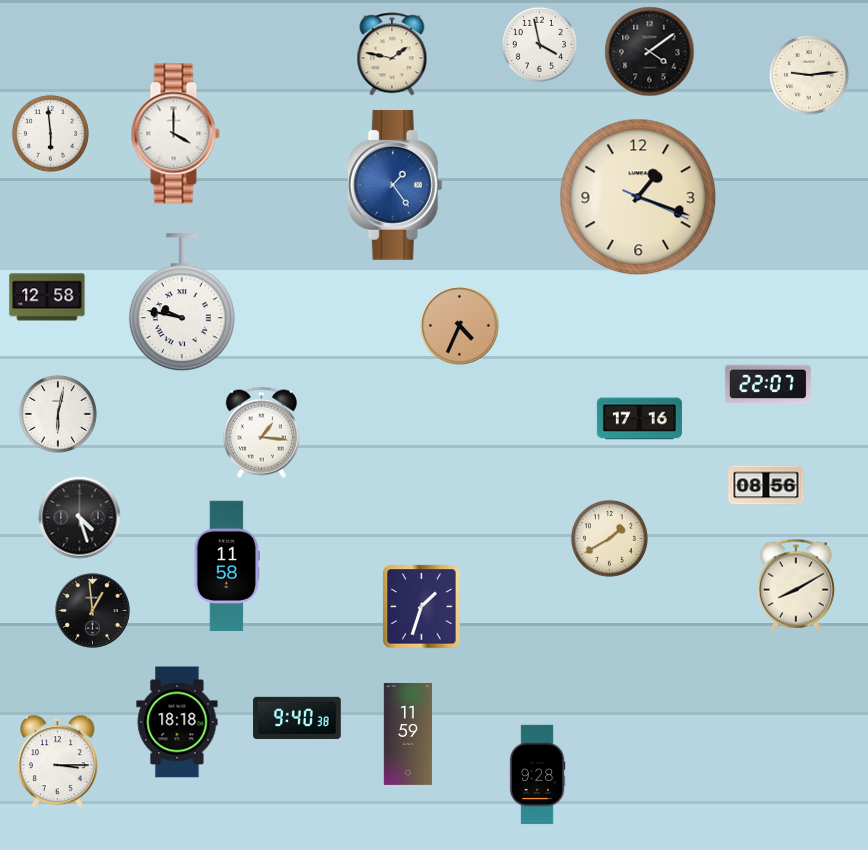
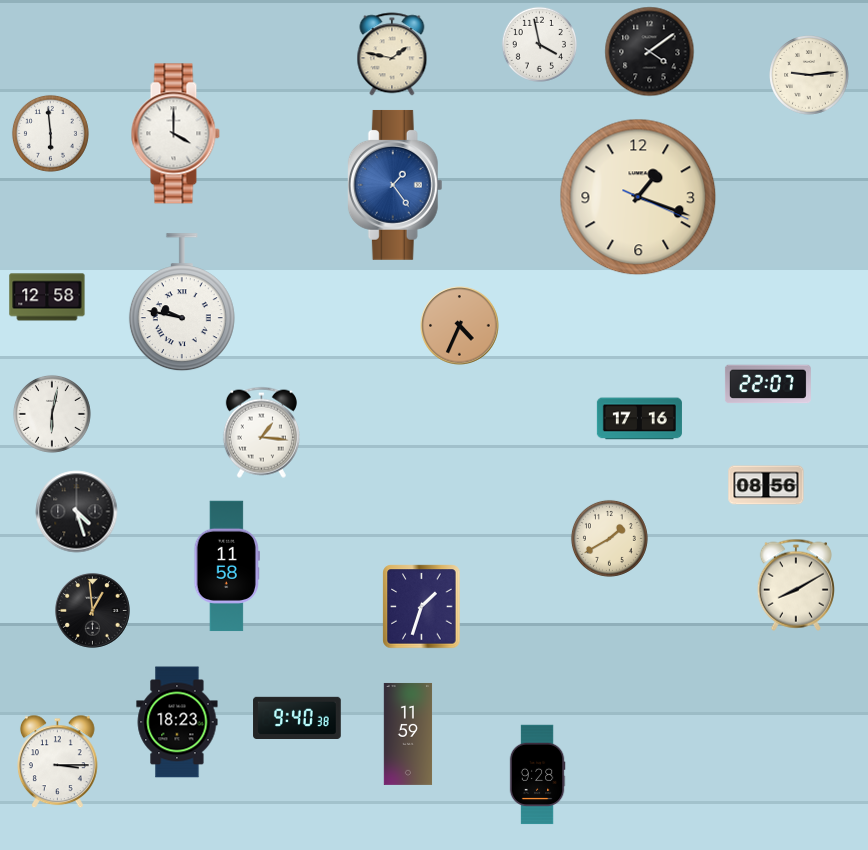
clock at (58, 414) position: (58, 414) -> (52, 414)
clock at (80, 518) position: (80, 518) -> (77, 512)
clock at (177, 722): 18:18 -> 18:23
